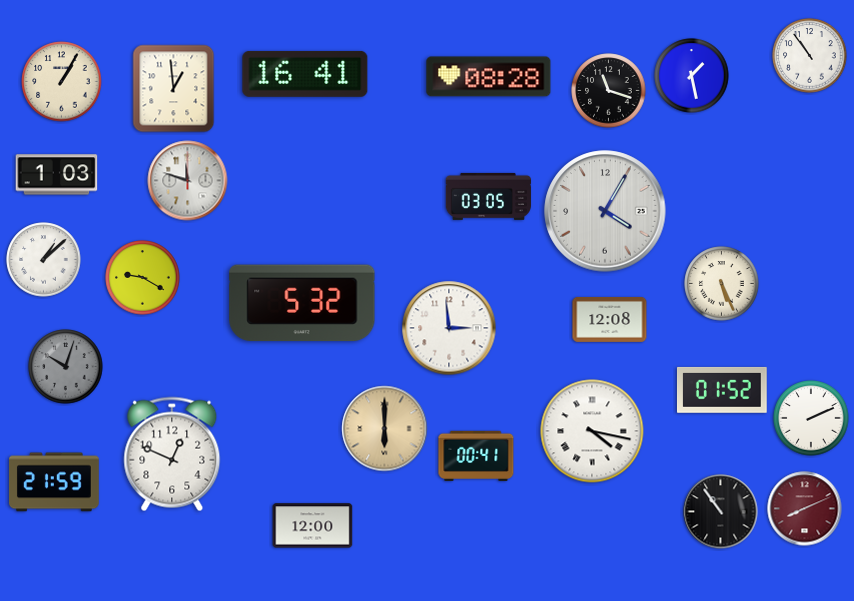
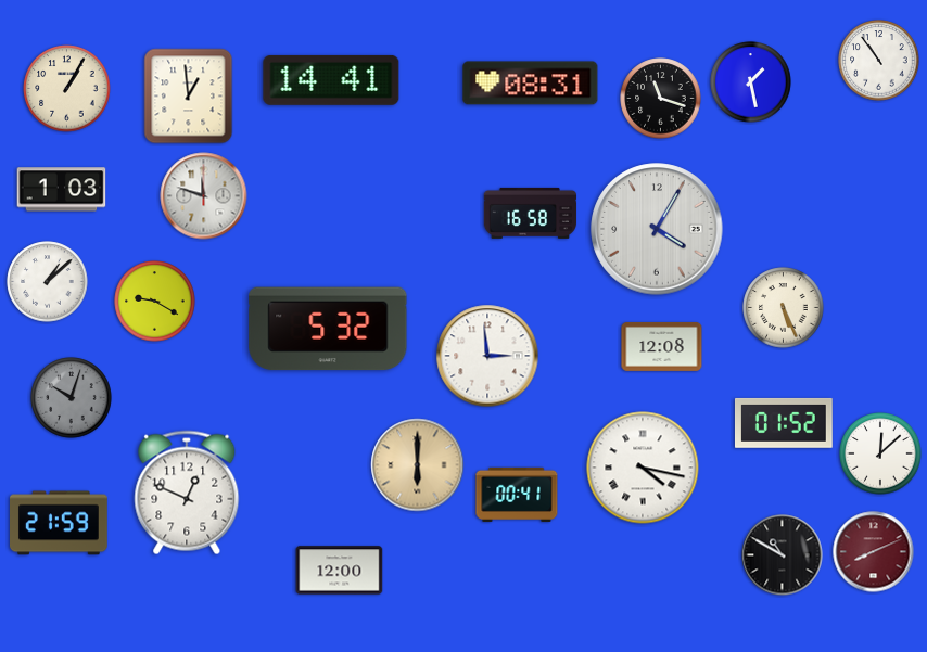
clock at (305, 74): 16:41 -> 14:41
clock at (489, 77): 08:28 -> 08:31
clock at (488, 196): 03:05 -> 16:58
clock at (811, 418): 2:11 -> 12:08
clock at (721, 512): 10:54 -> 10:50
